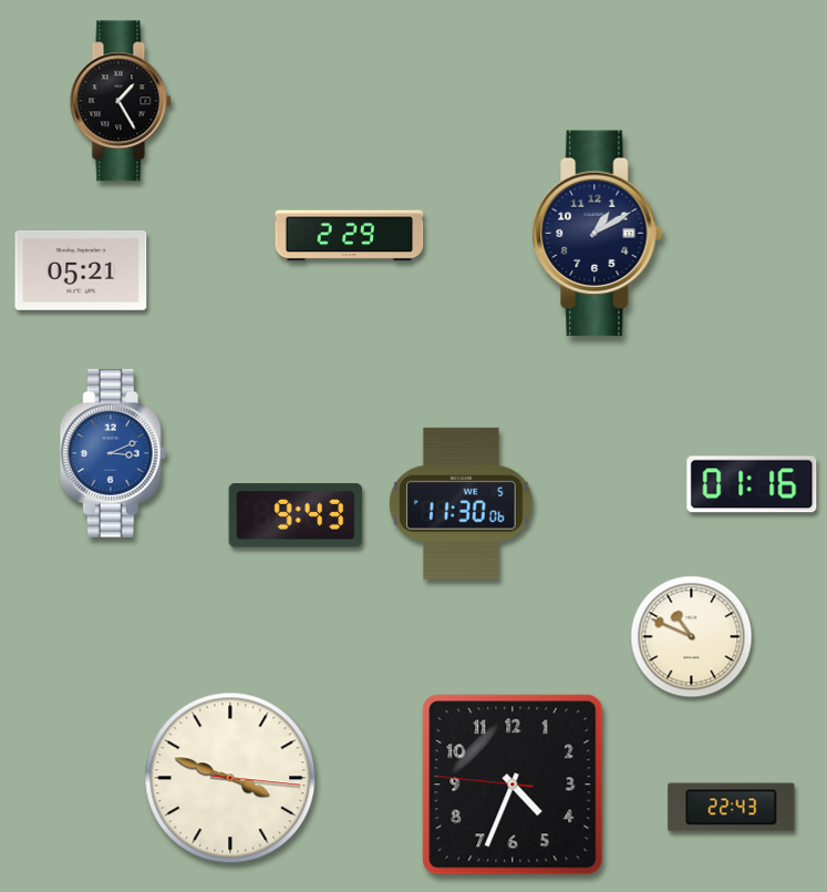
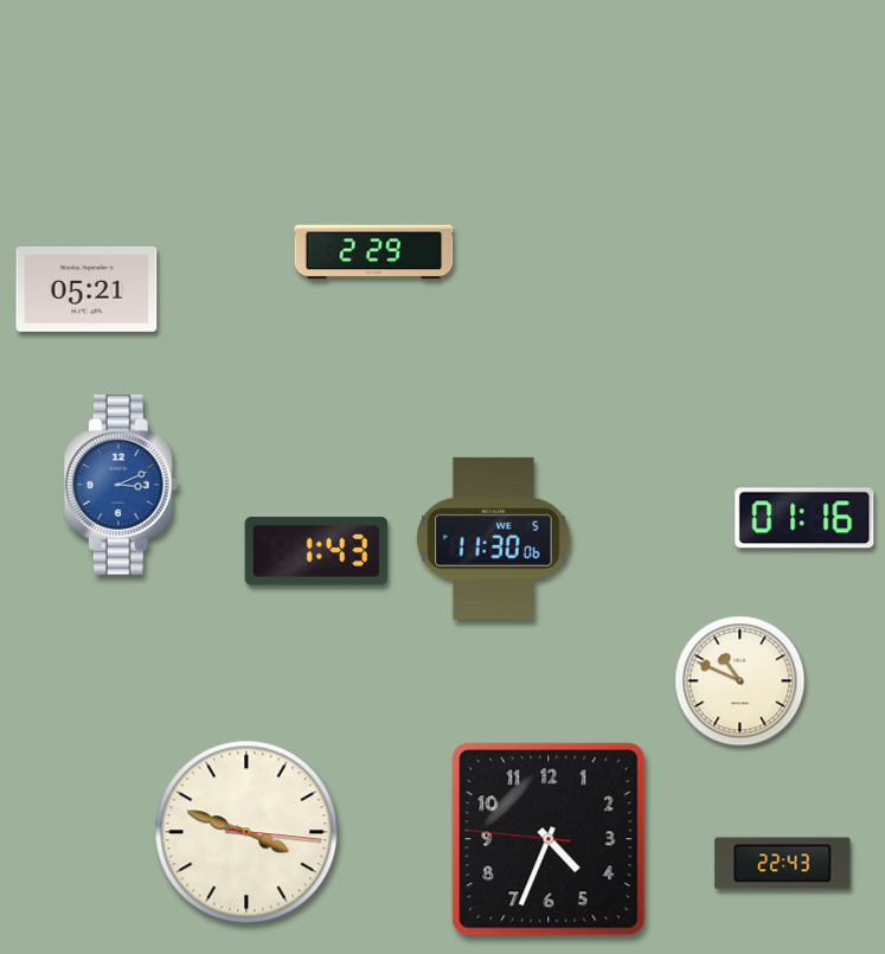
clock at (121, 101): 1:25 -> none
clock at (598, 234): 1:10 -> none
clock at (296, 515): 9:43 -> 1:43
